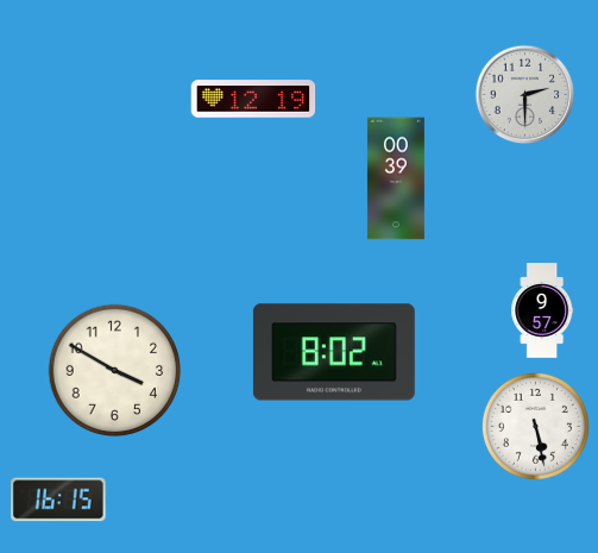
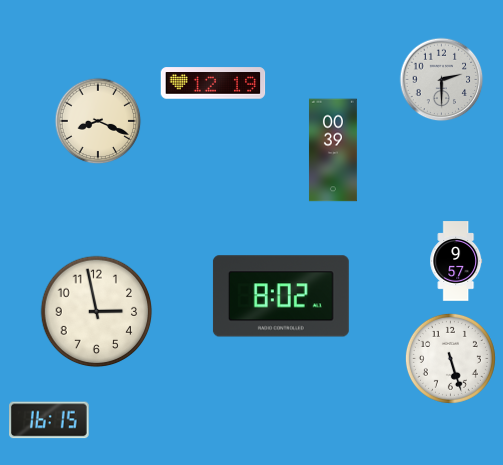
clock at (98, 121): none -> 8:19
clock at (115, 371): 3:50 -> 2:58
clock at (535, 426): 5:28 -> 5:27
